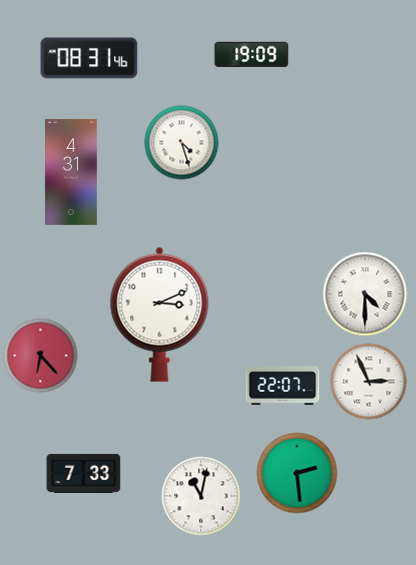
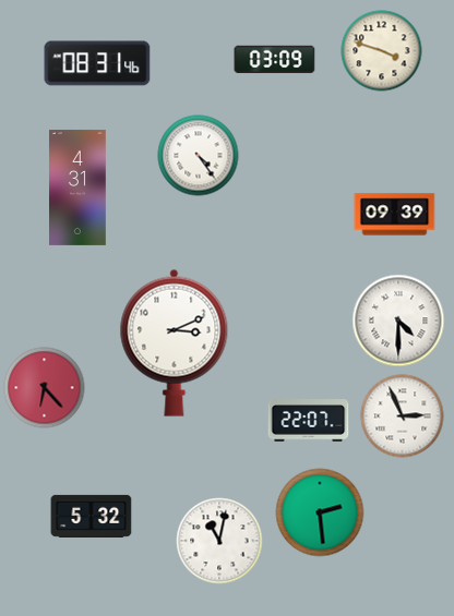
clock at (382, 51): none -> 3:48
clock at (252, 55): 19:09 -> 03:09
clock at (182, 143): 4:27 -> 4:24
clock at (395, 215): none -> 09:39
clock at (84, 473): 7:33 -> 5:32
clock at (297, 473) position: (297, 473) -> (320, 512)
